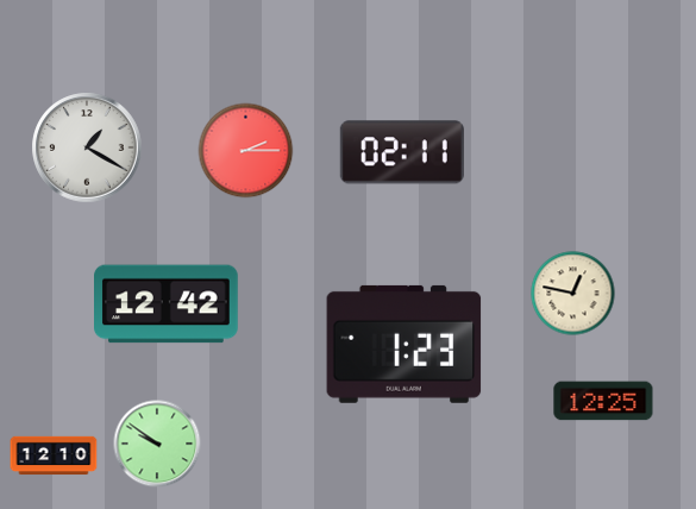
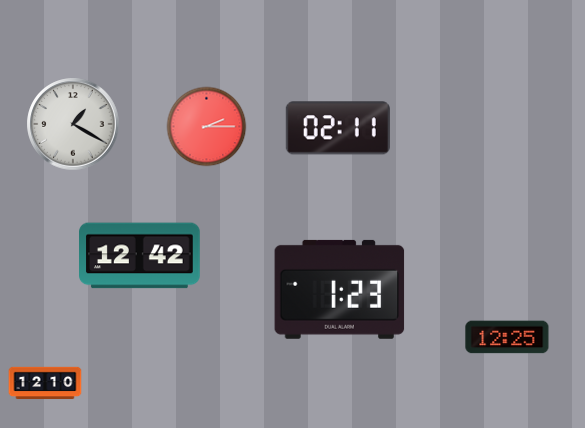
clock at (573, 294): 12:47 -> none
clock at (157, 444): 9:51 -> none
